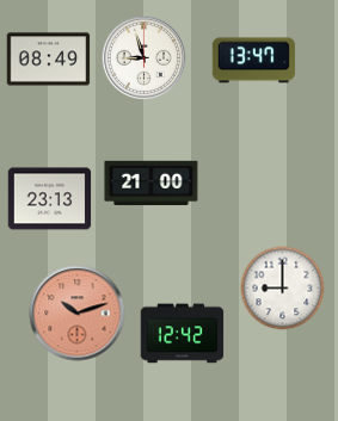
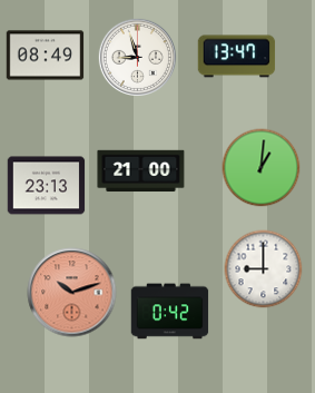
clock at (143, 57) position: (143, 57) -> (137, 57)
clock at (262, 168): none -> 1:01
clock at (183, 334): 12:42 -> 0:42
